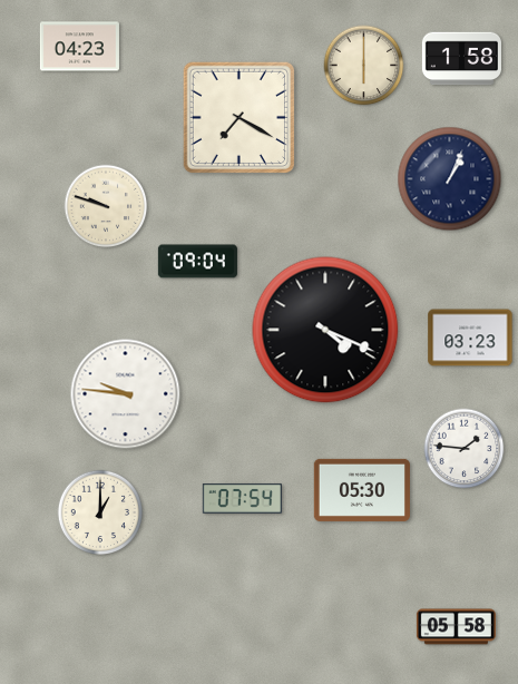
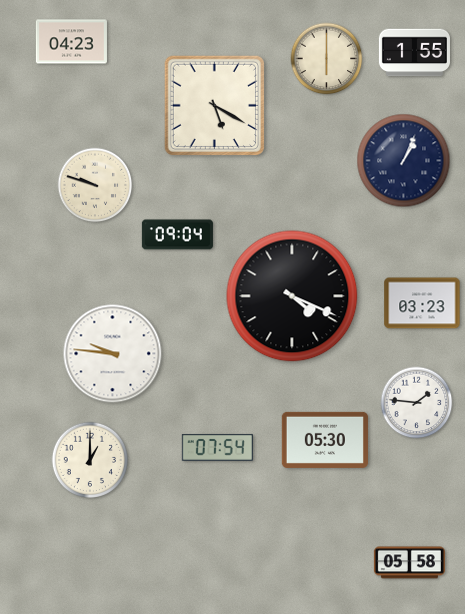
clock at (461, 59): 1:58 -> 1:55
clock at (238, 117): 7:20 -> 5:20
